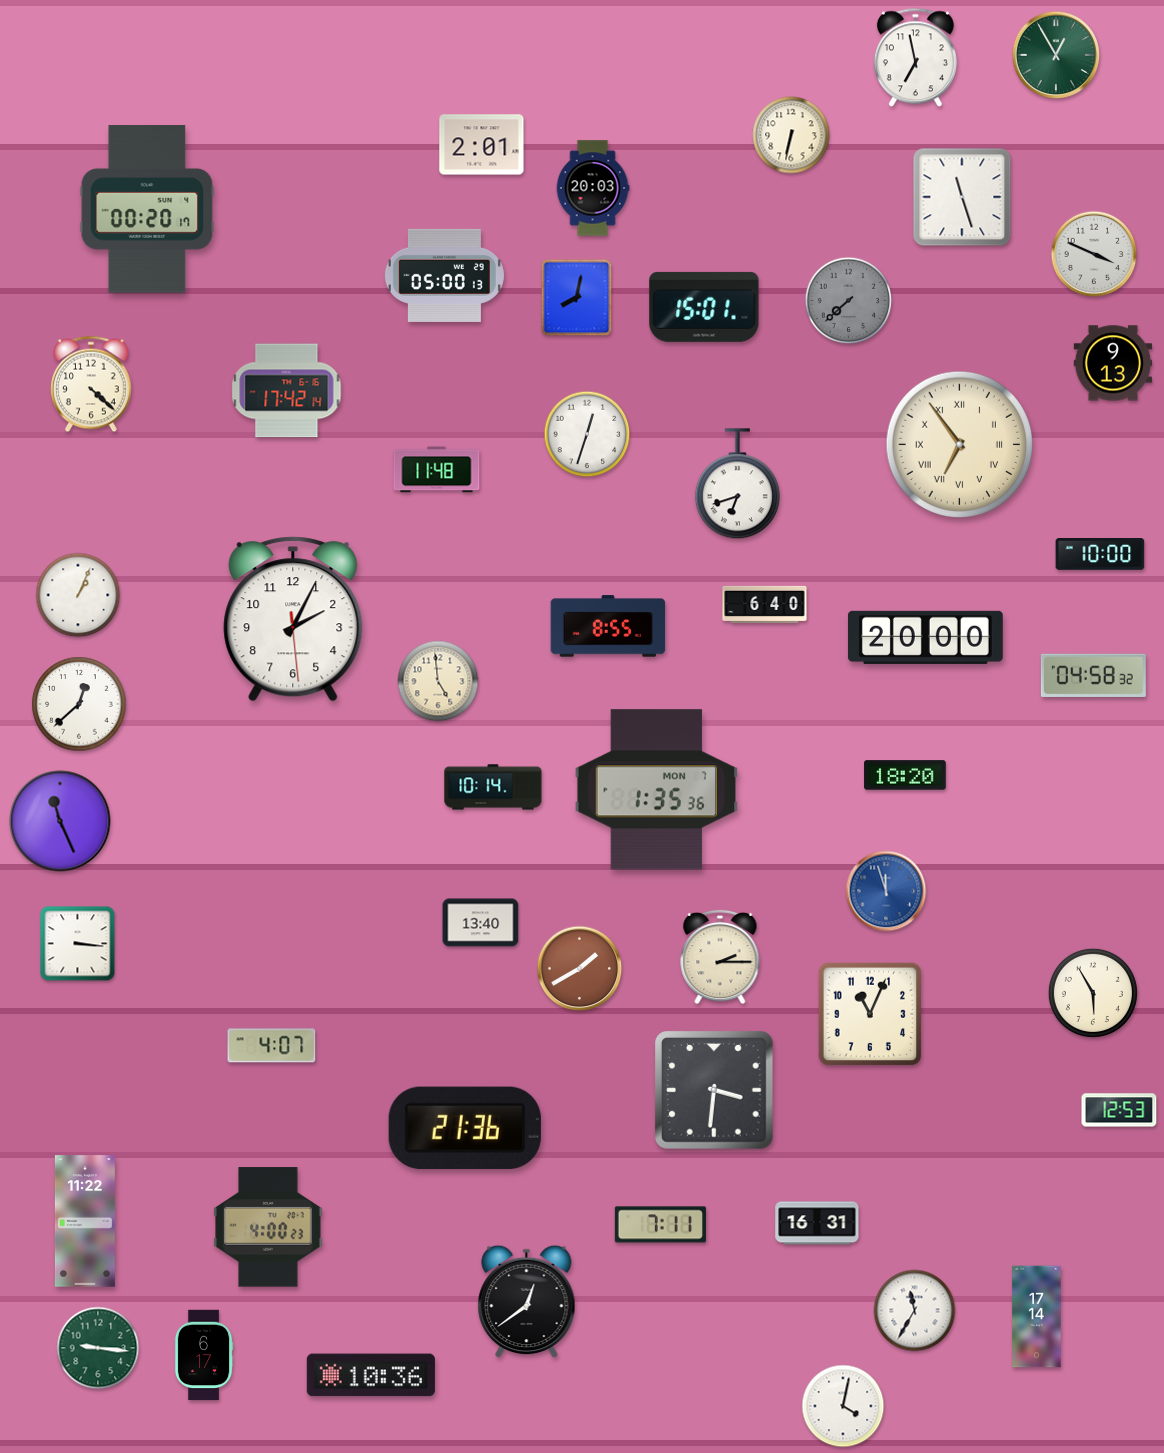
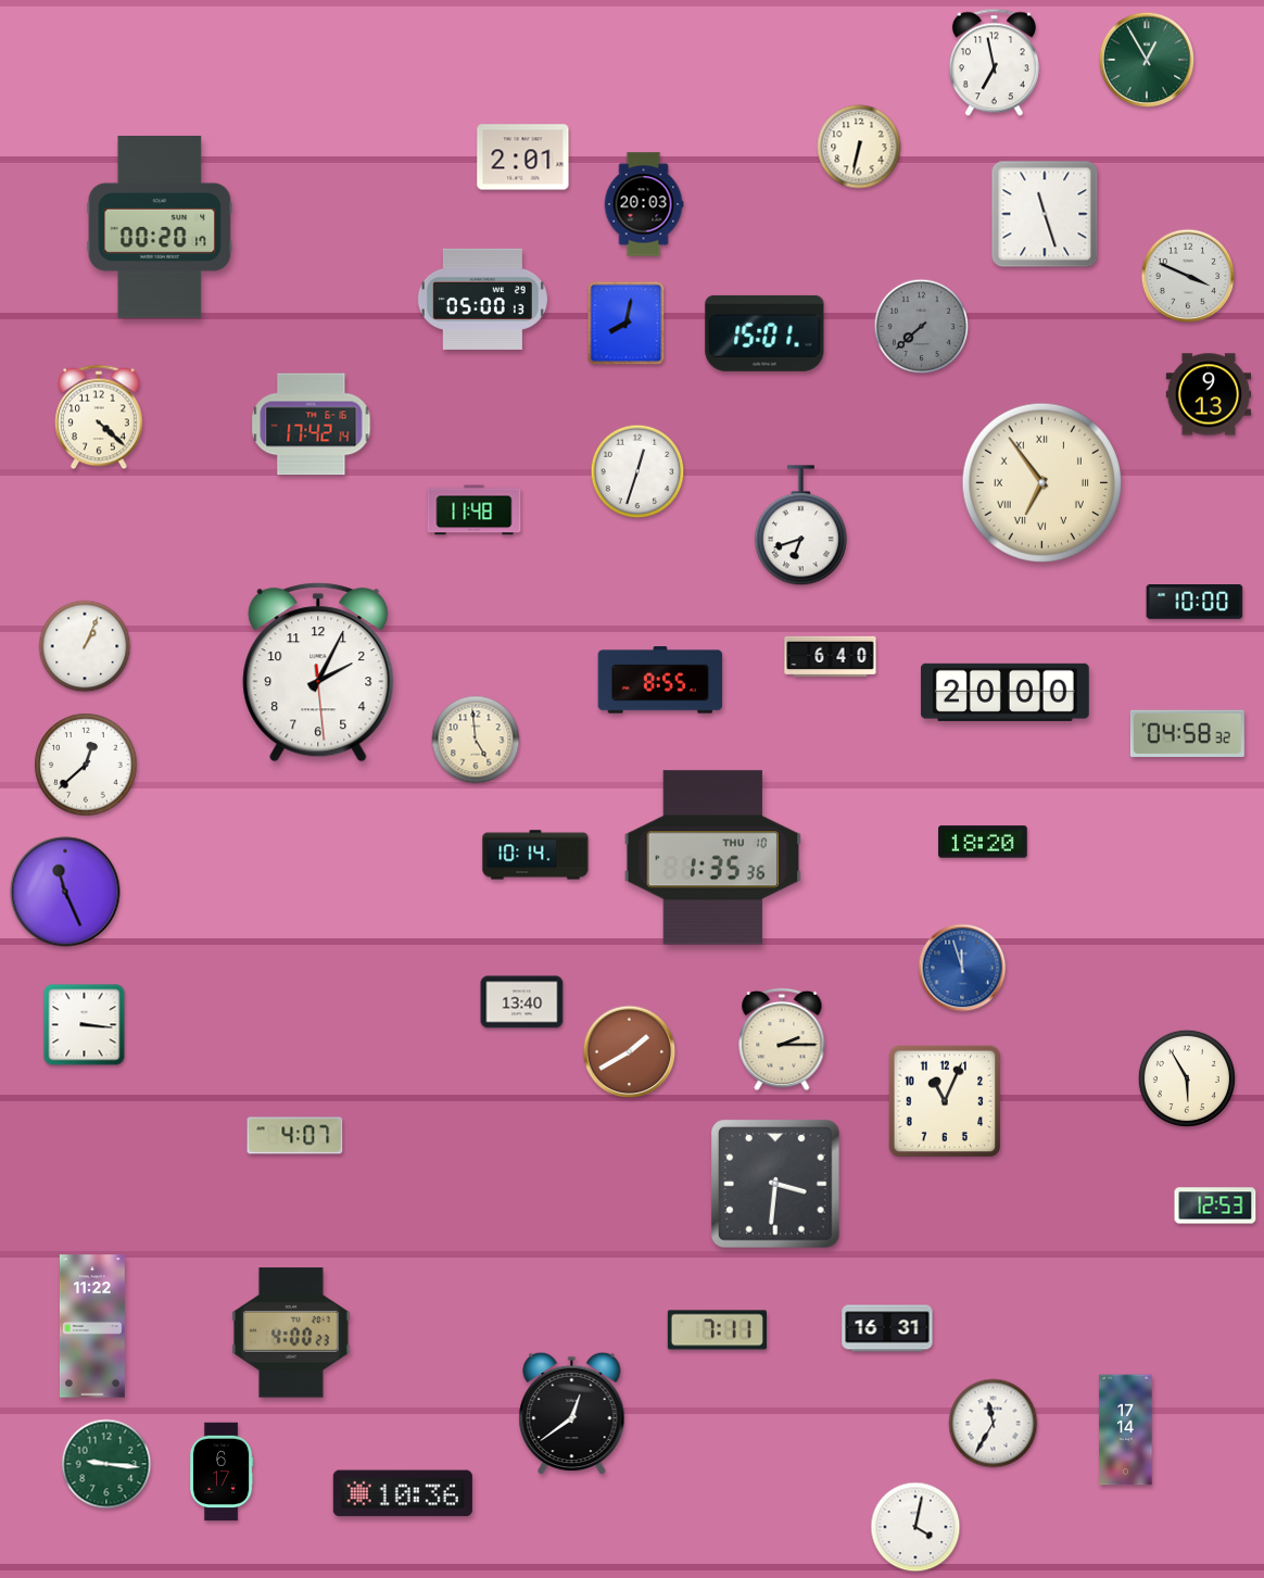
clock at (657, 790) date: MON 7 -> THU 10
clock at (465, 1128): 21:36 -> none
